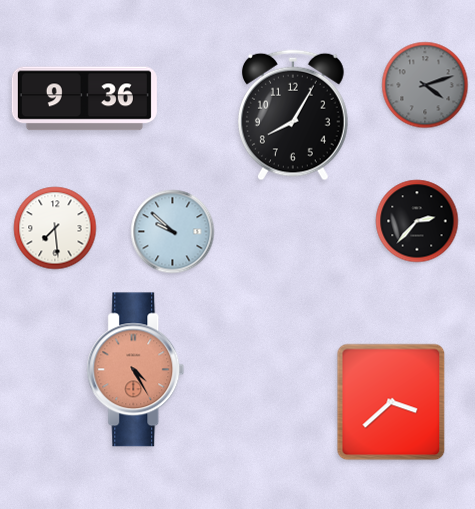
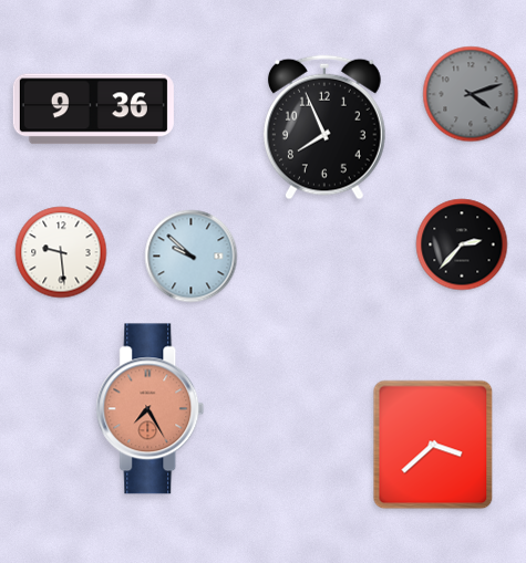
clock at (293, 115): 8:05 -> 7:56
clock at (55, 228): 7:29 -> 9:29
clock at (136, 370): 4:25 -> 7:25
